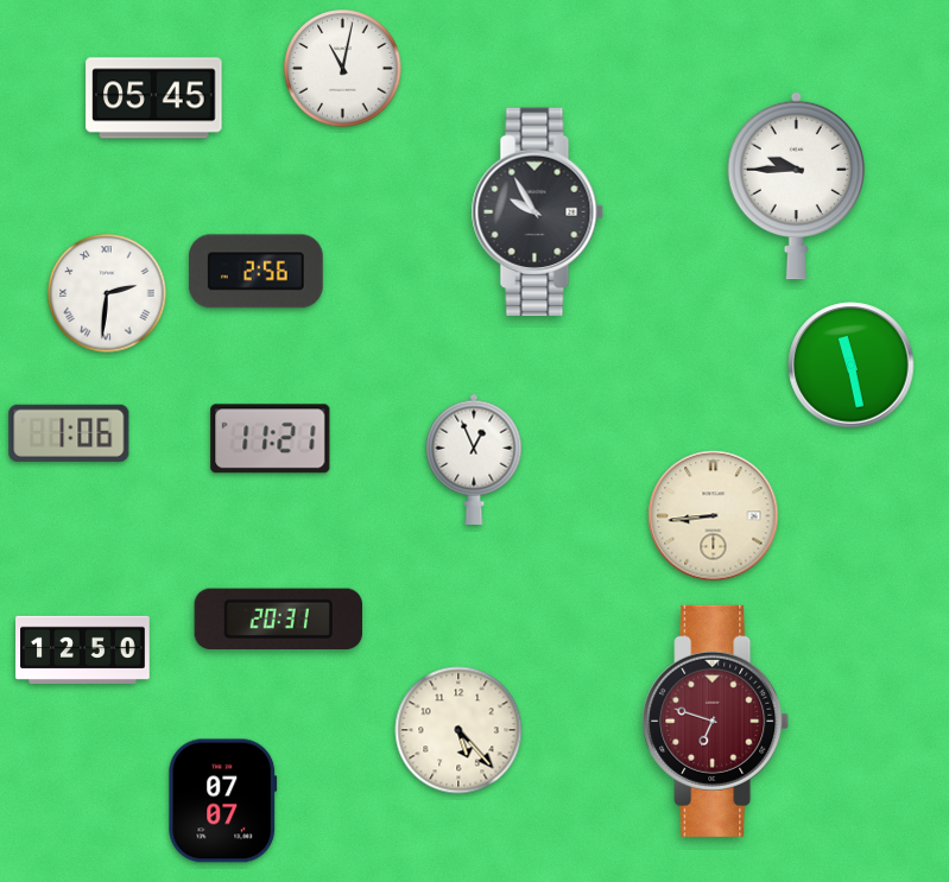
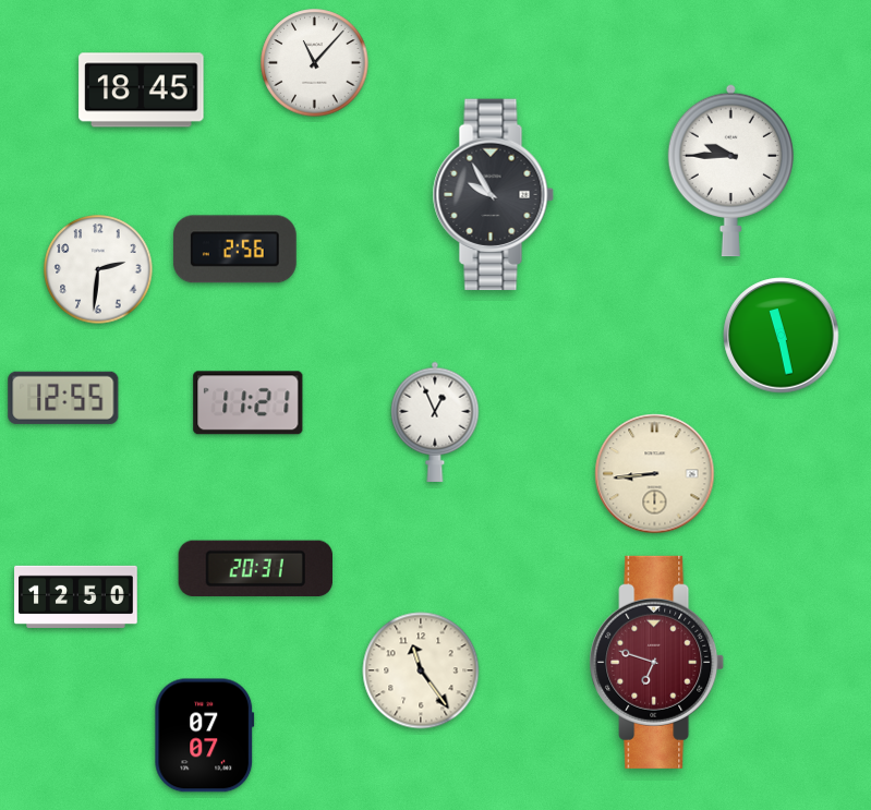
clock at (343, 69): 11:02 -> 11:07
clock at (154, 99): 05:45 -> 18:45
clock at (107, 293) numerals: Roman -> Arabic
clock at (69, 433): 1:06 -> 12:55
clock at (458, 730): 5:23 -> 11:24
